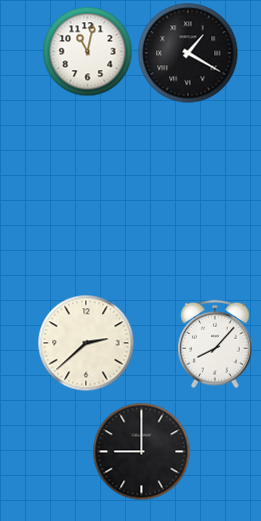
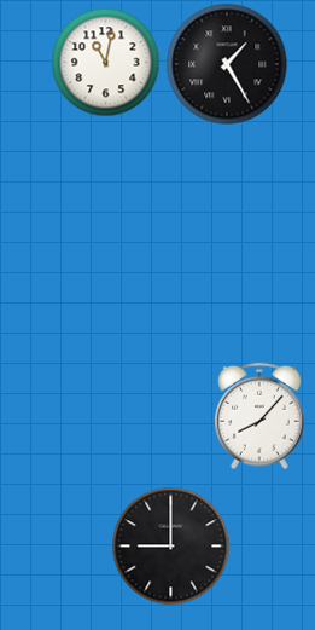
clock at (188, 53): 1:20 -> 1:25
clock at (86, 343): 2:38 -> none
